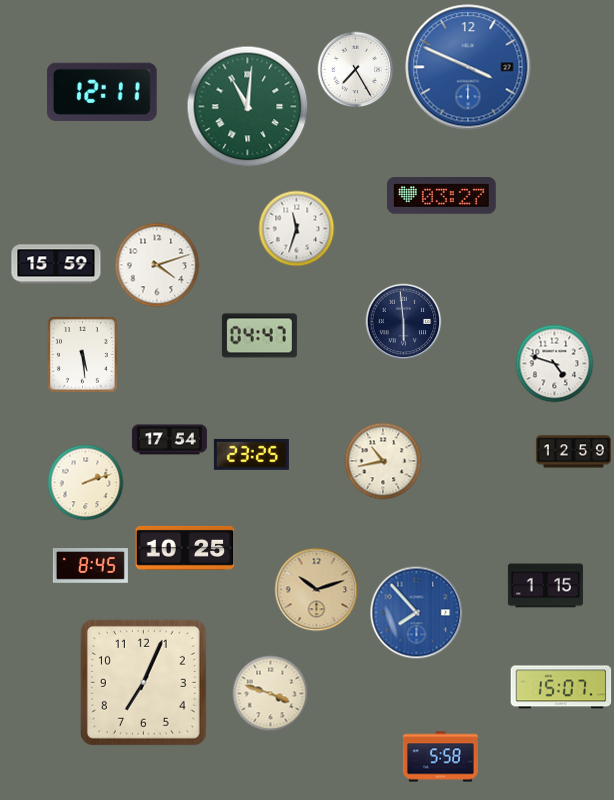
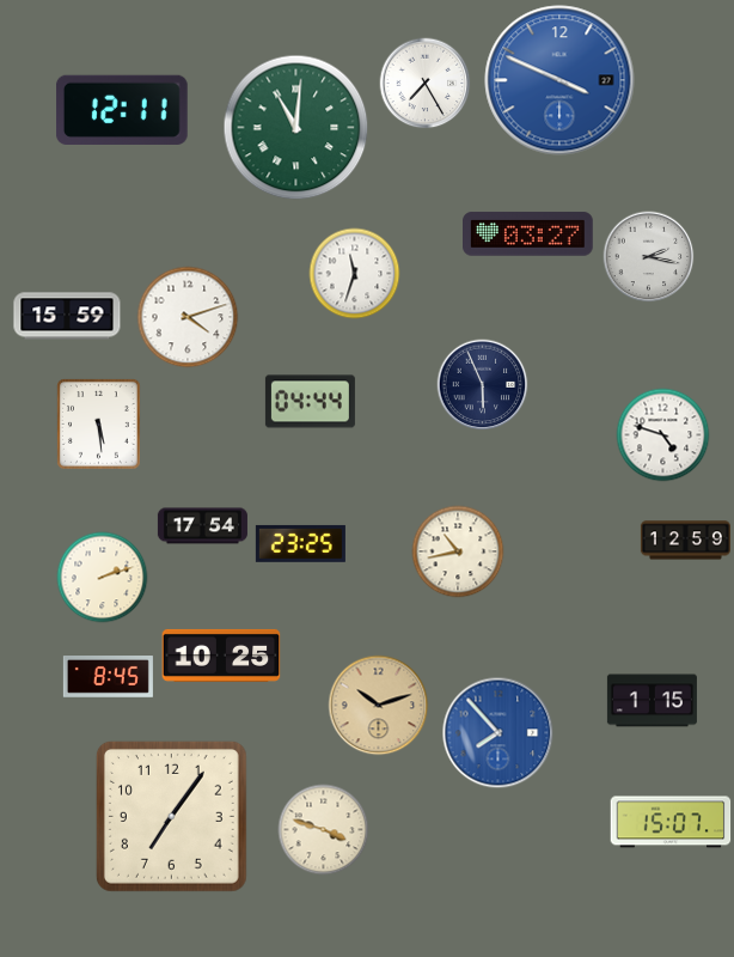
clock at (649, 257): none -> 2:17
clock at (404, 322): 5:59 -> 5:56
clock at (259, 336): 04:47 -> 04:44
clock at (143, 682): 7:04 -> 7:06
clock at (440, 757): 5:58 -> none
